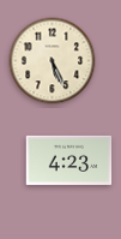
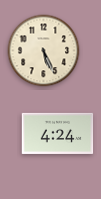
clock at (69, 160): 4:23 -> 4:24
